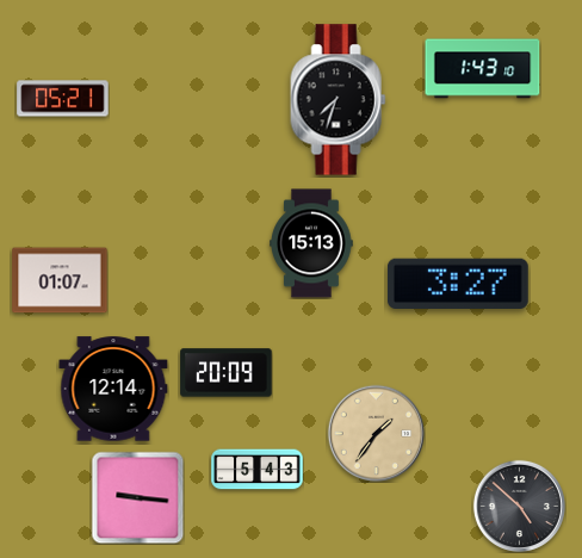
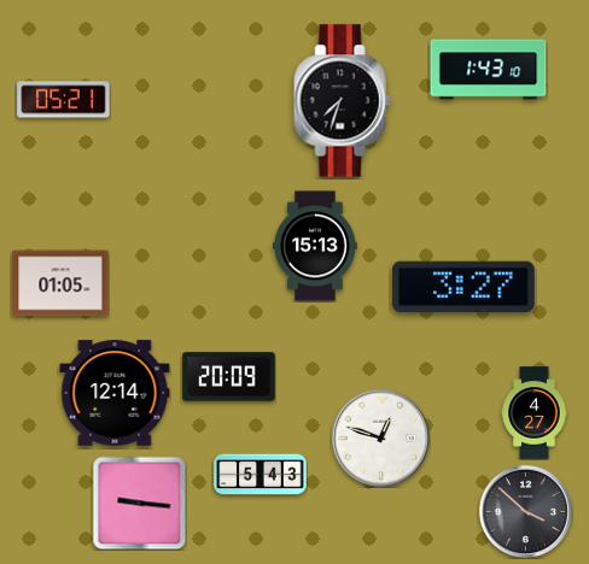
clock at (60, 280): 01:07 -> 01:05
clock at (535, 413): none -> 4:27
clock at (376, 433): 1:36 -> 12:48
clock at (376, 433) dial: champagne -> white
clock at (519, 506): 4:52 -> 3:52
